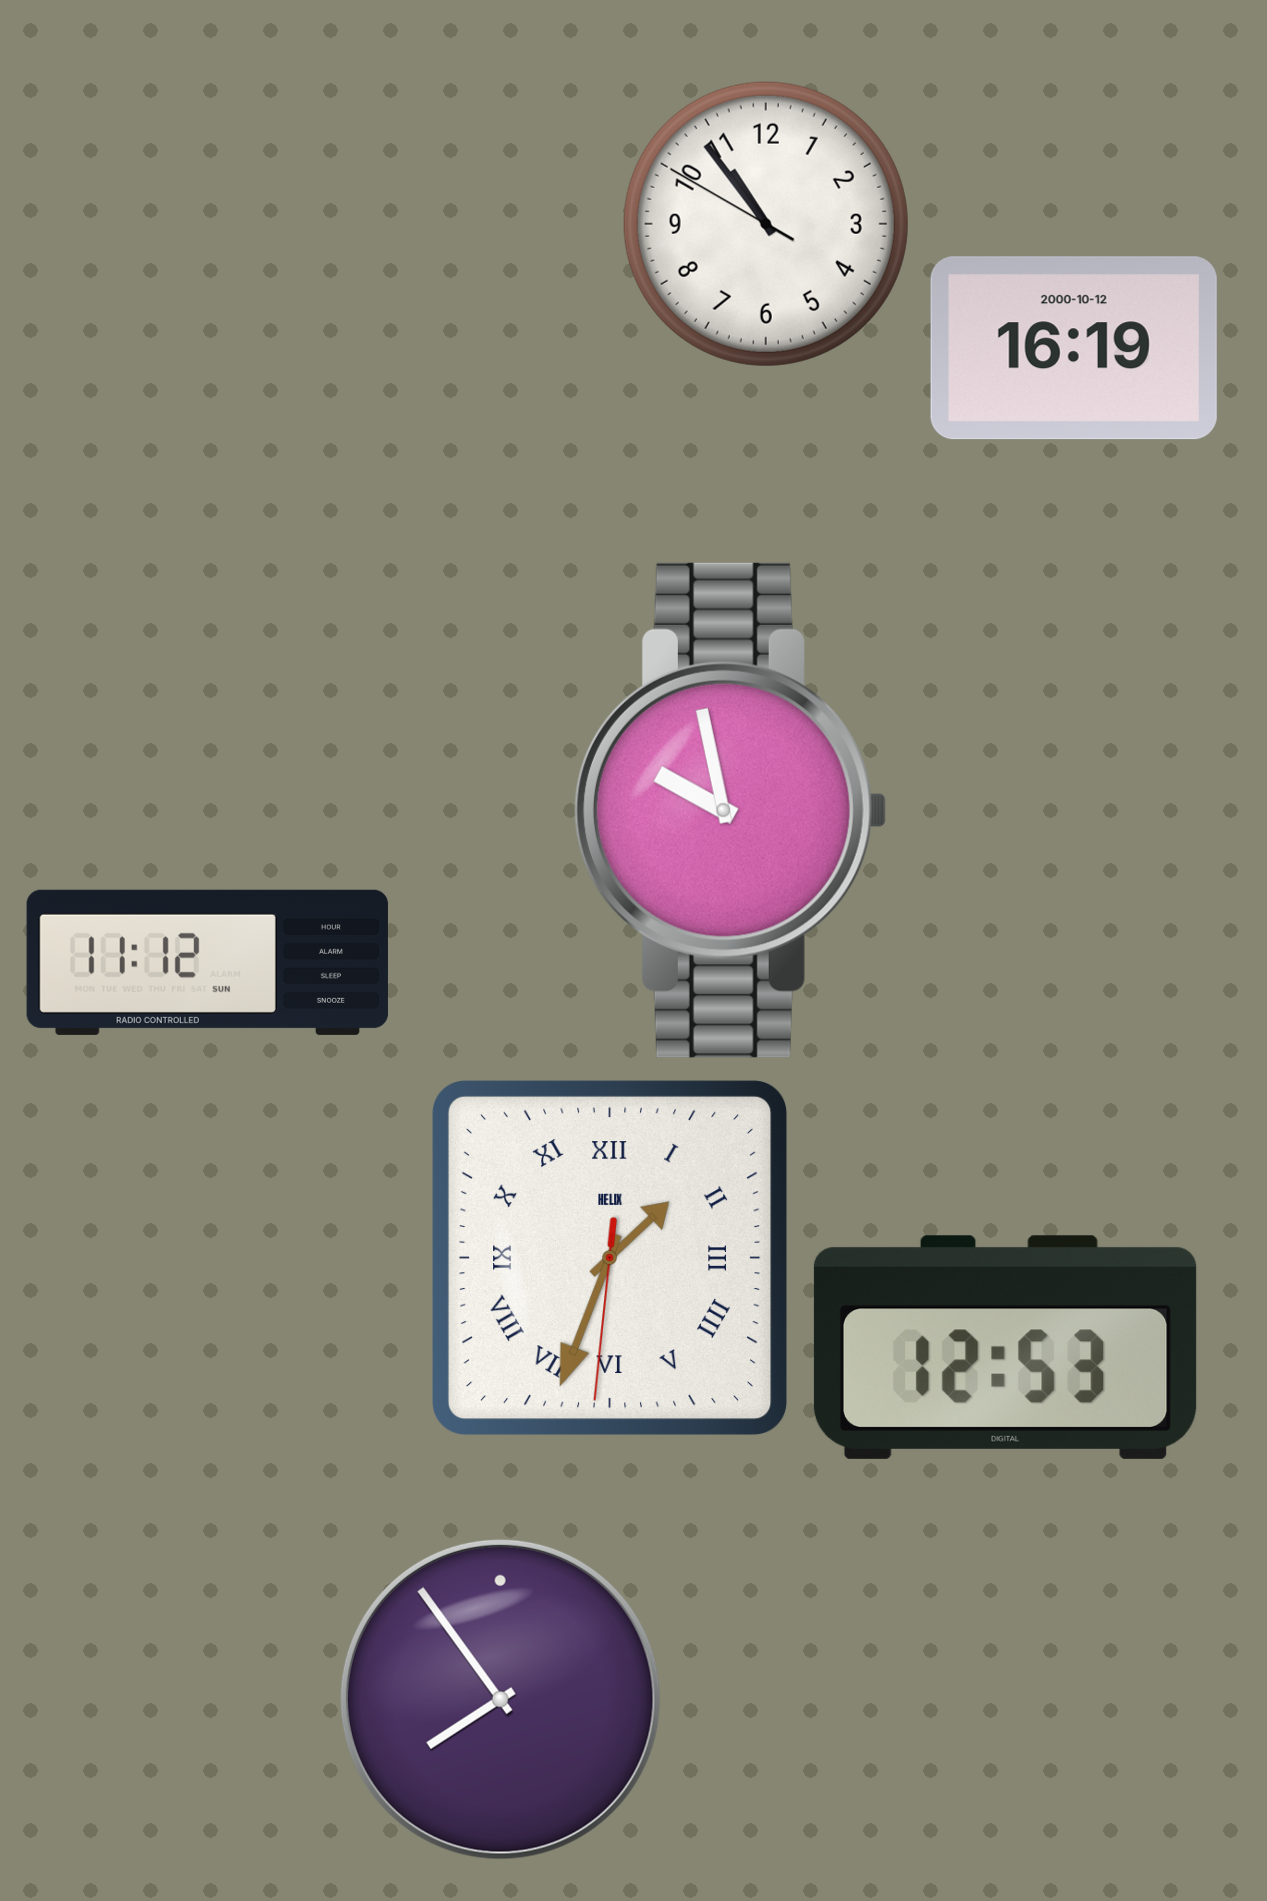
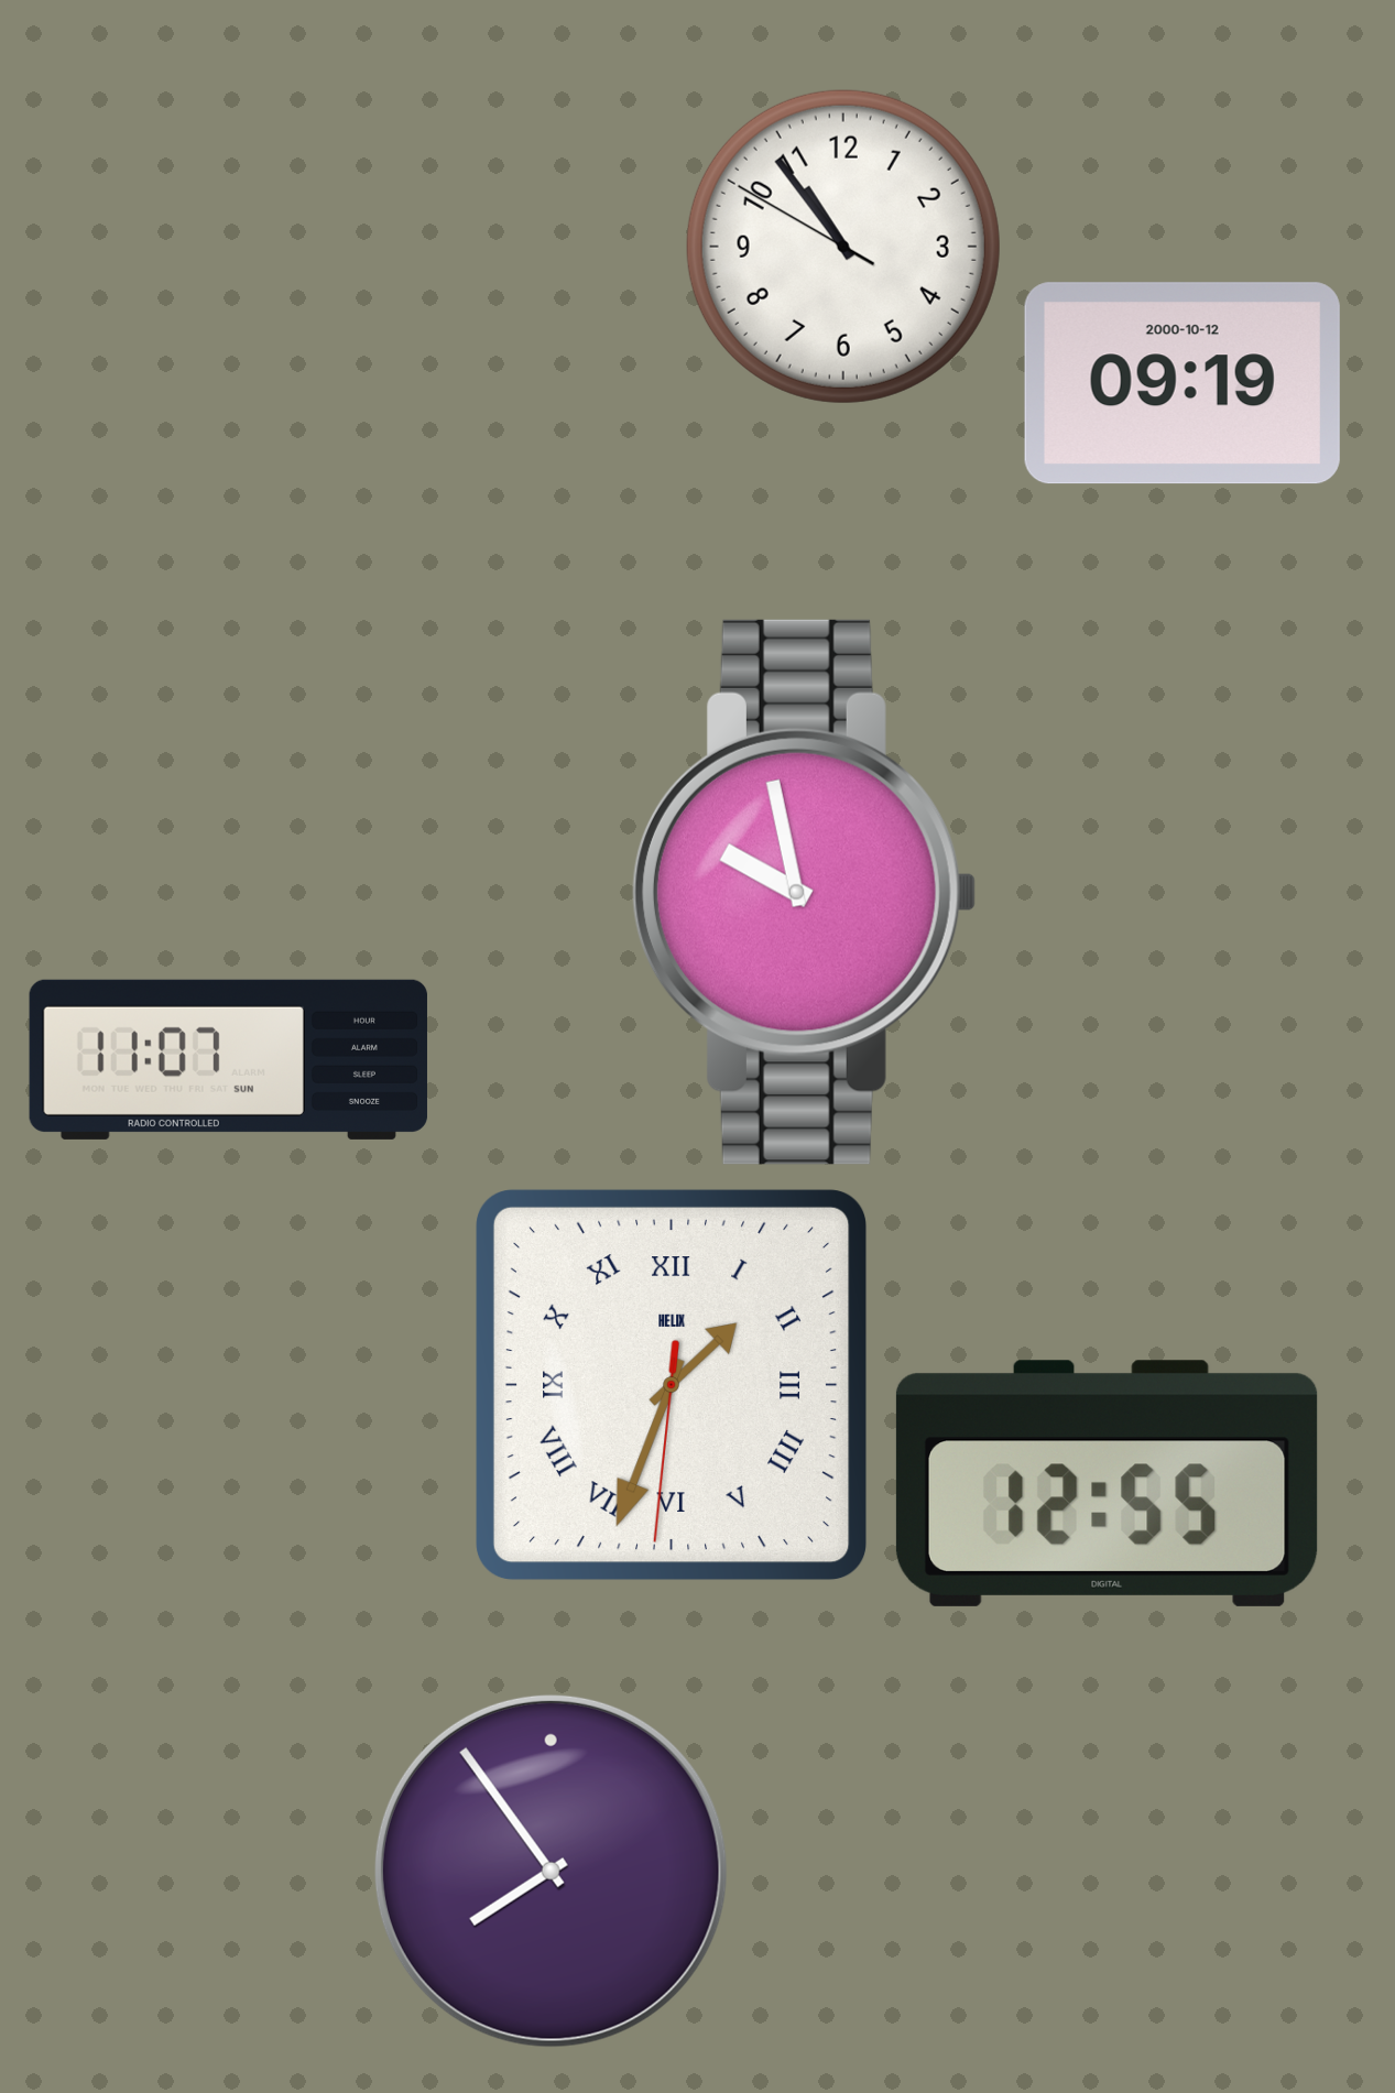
clock at (1074, 348): 16:19 -> 09:19
clock at (207, 962): 11:12 -> 11:07
clock at (1005, 1347): 12:53 -> 12:55
